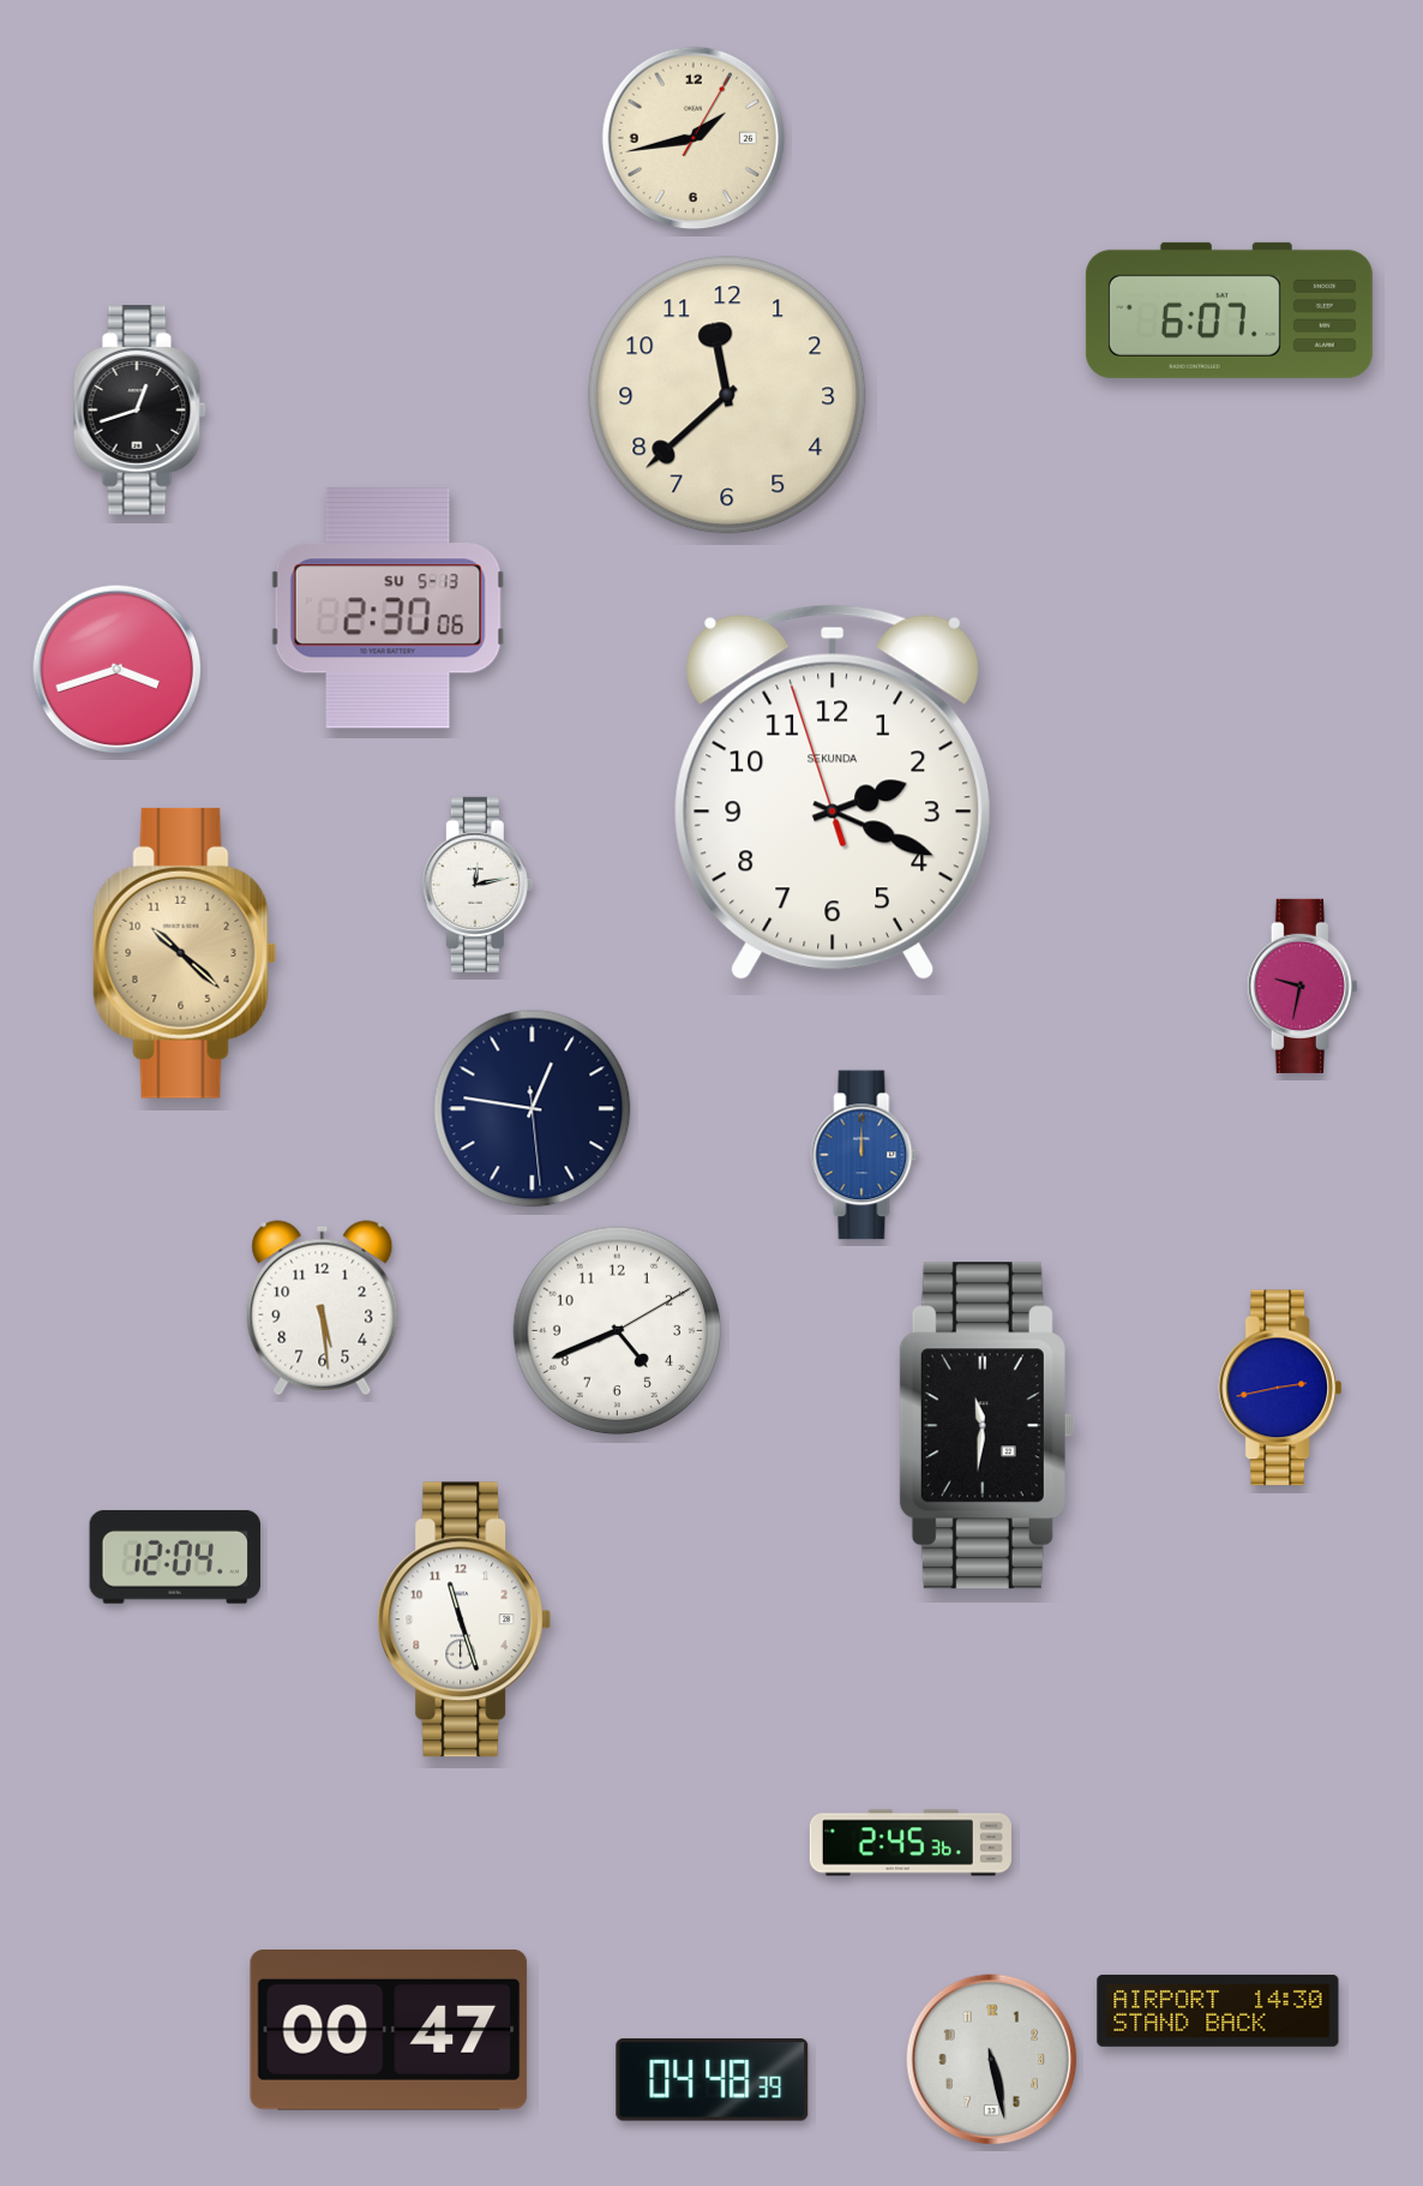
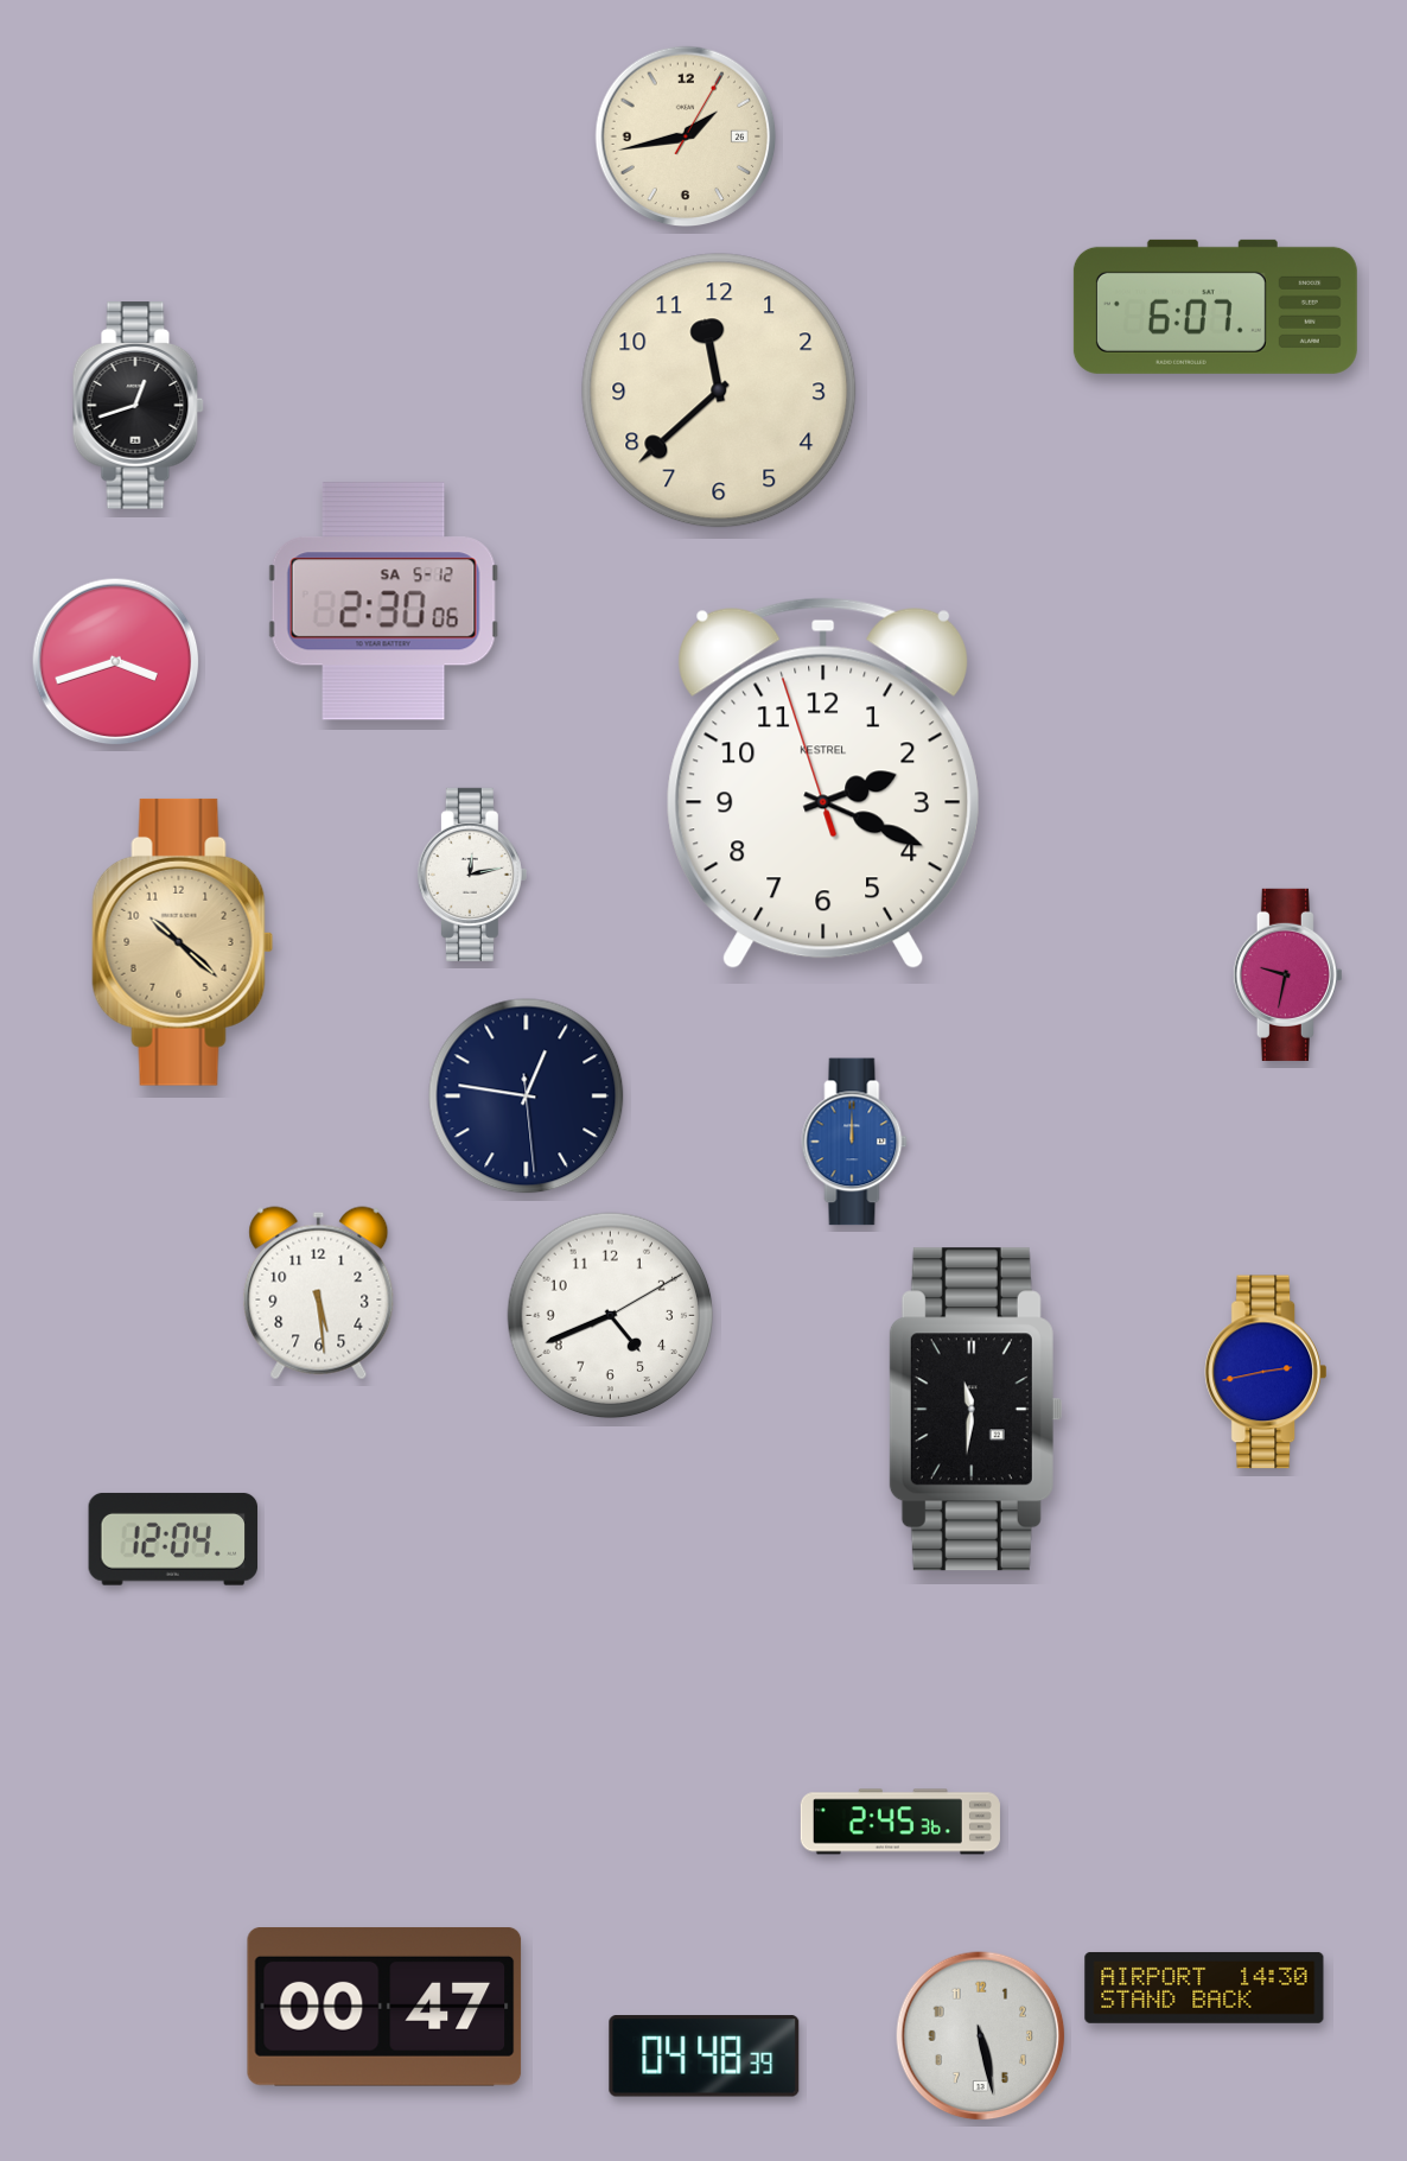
clock at (388, 609) date: SU 5-13 -> SA 5-12
clock at (831, 792) brand: SEKUNDA -> KESTREL
clock at (464, 1619): 11:27 -> none
